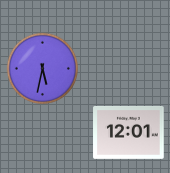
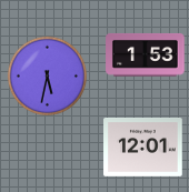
clock at (146, 55): none -> 1:53
